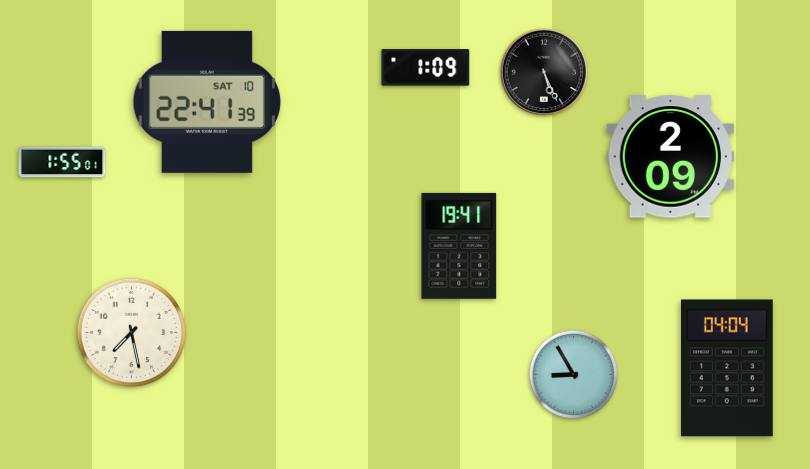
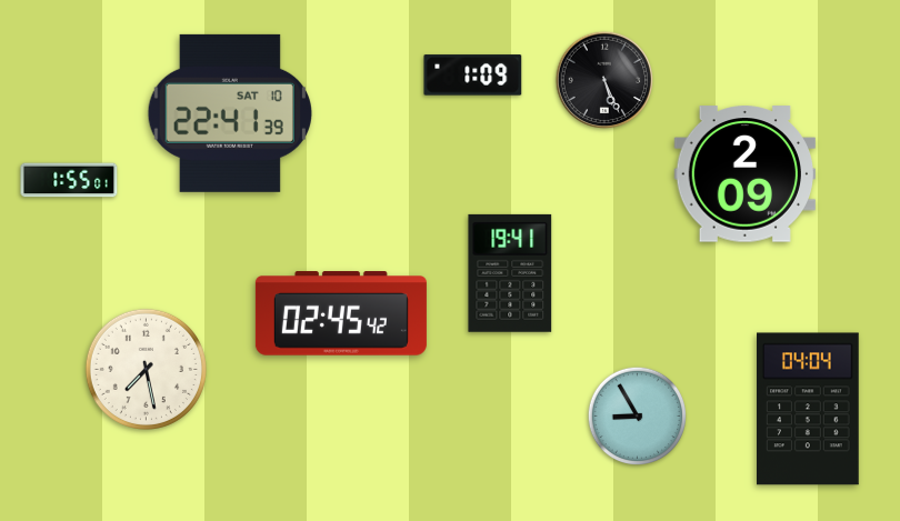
clock at (341, 313): none -> 02:45
